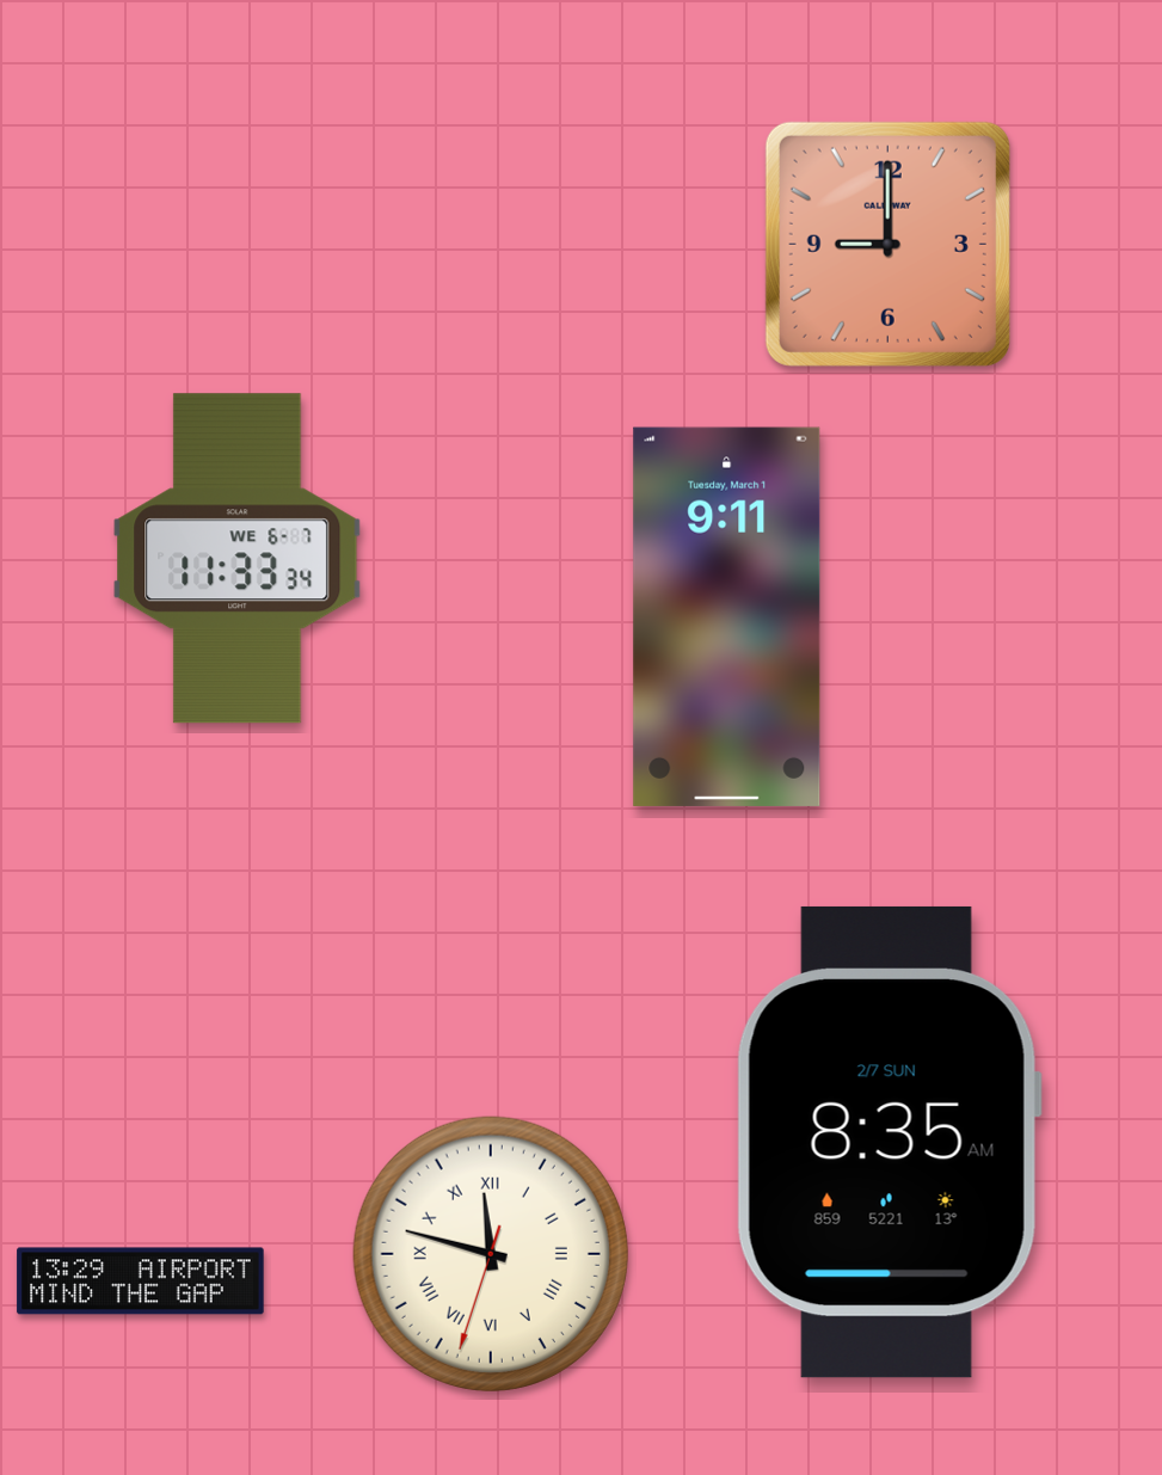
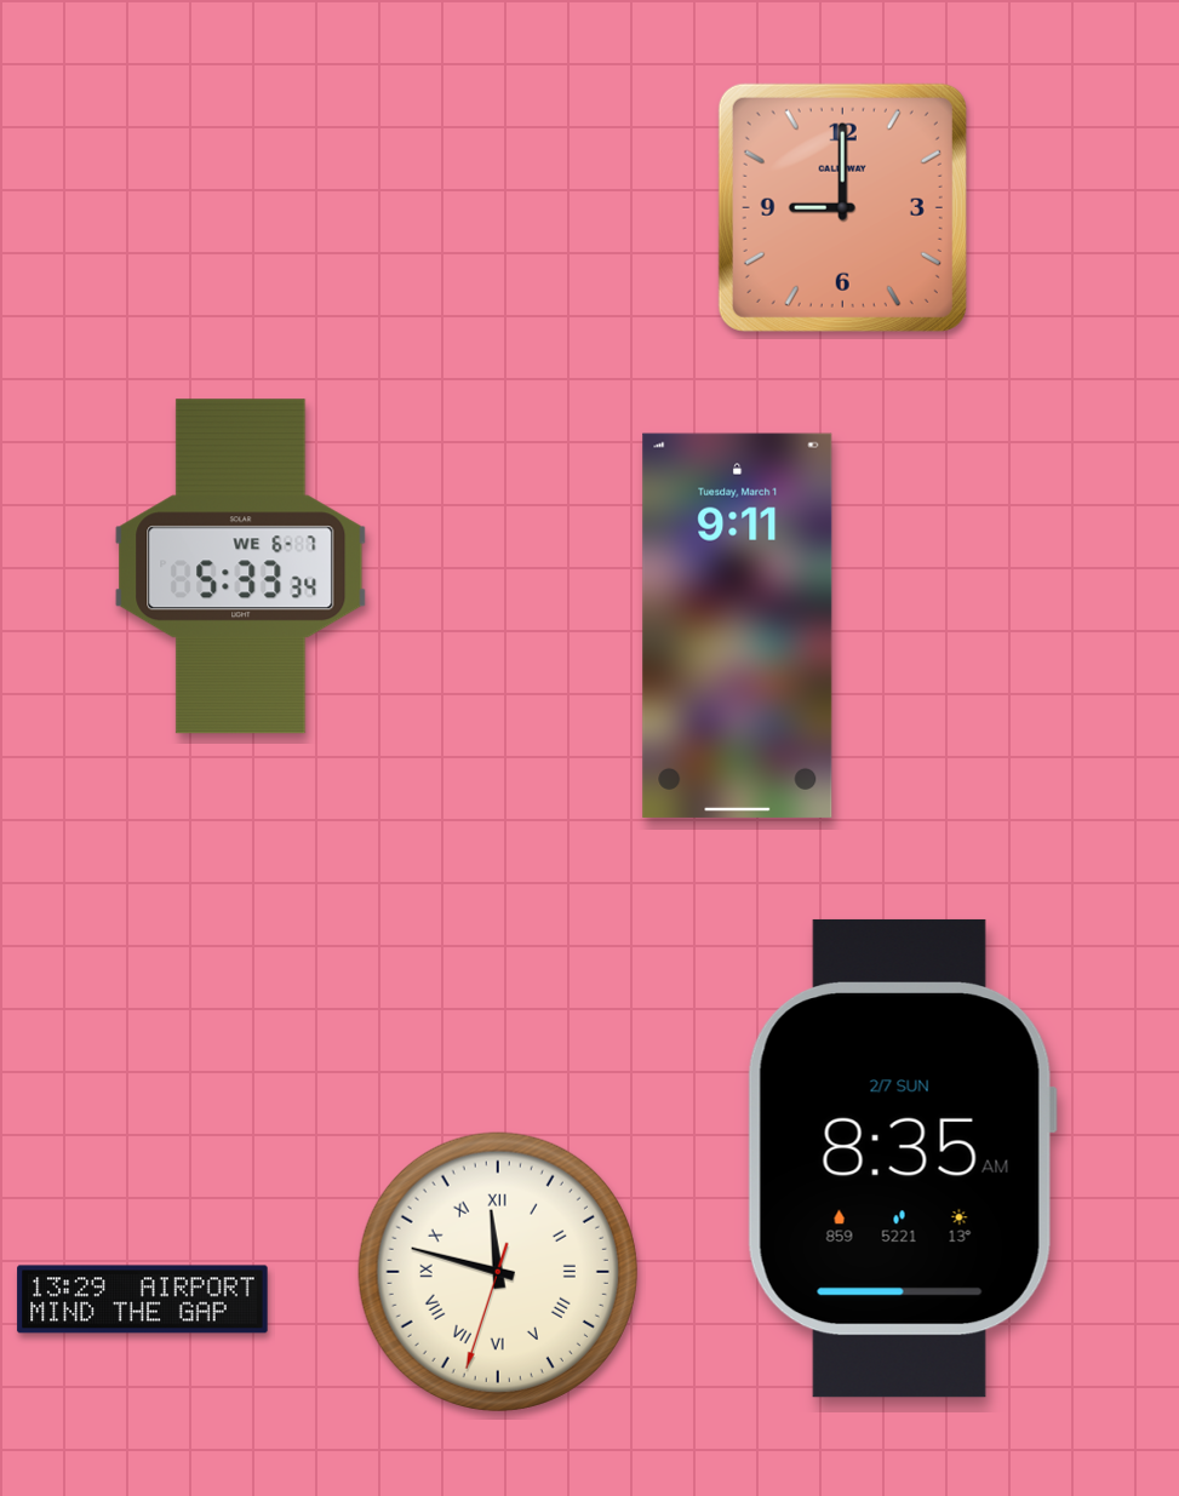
clock at (887, 244) position: (887, 244) -> (842, 207)
clock at (238, 559): 11:33 -> 5:33
